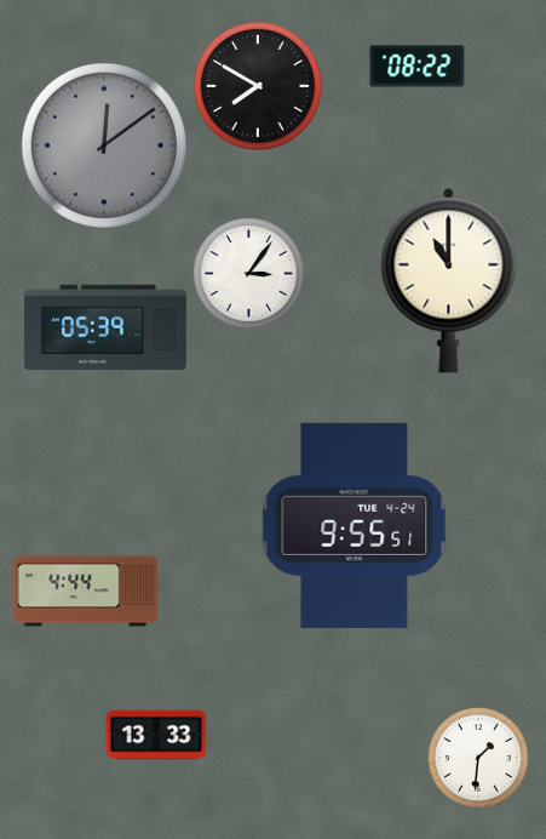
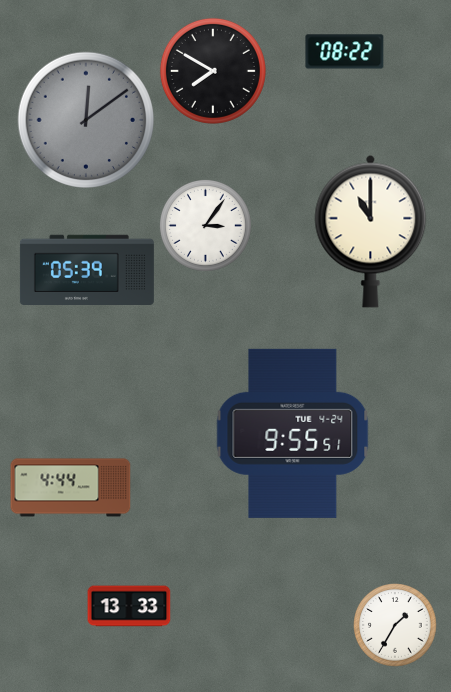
clock at (418, 67) position: (418, 67) -> (345, 52)
clock at (478, 758): 1:31 -> 1:35
